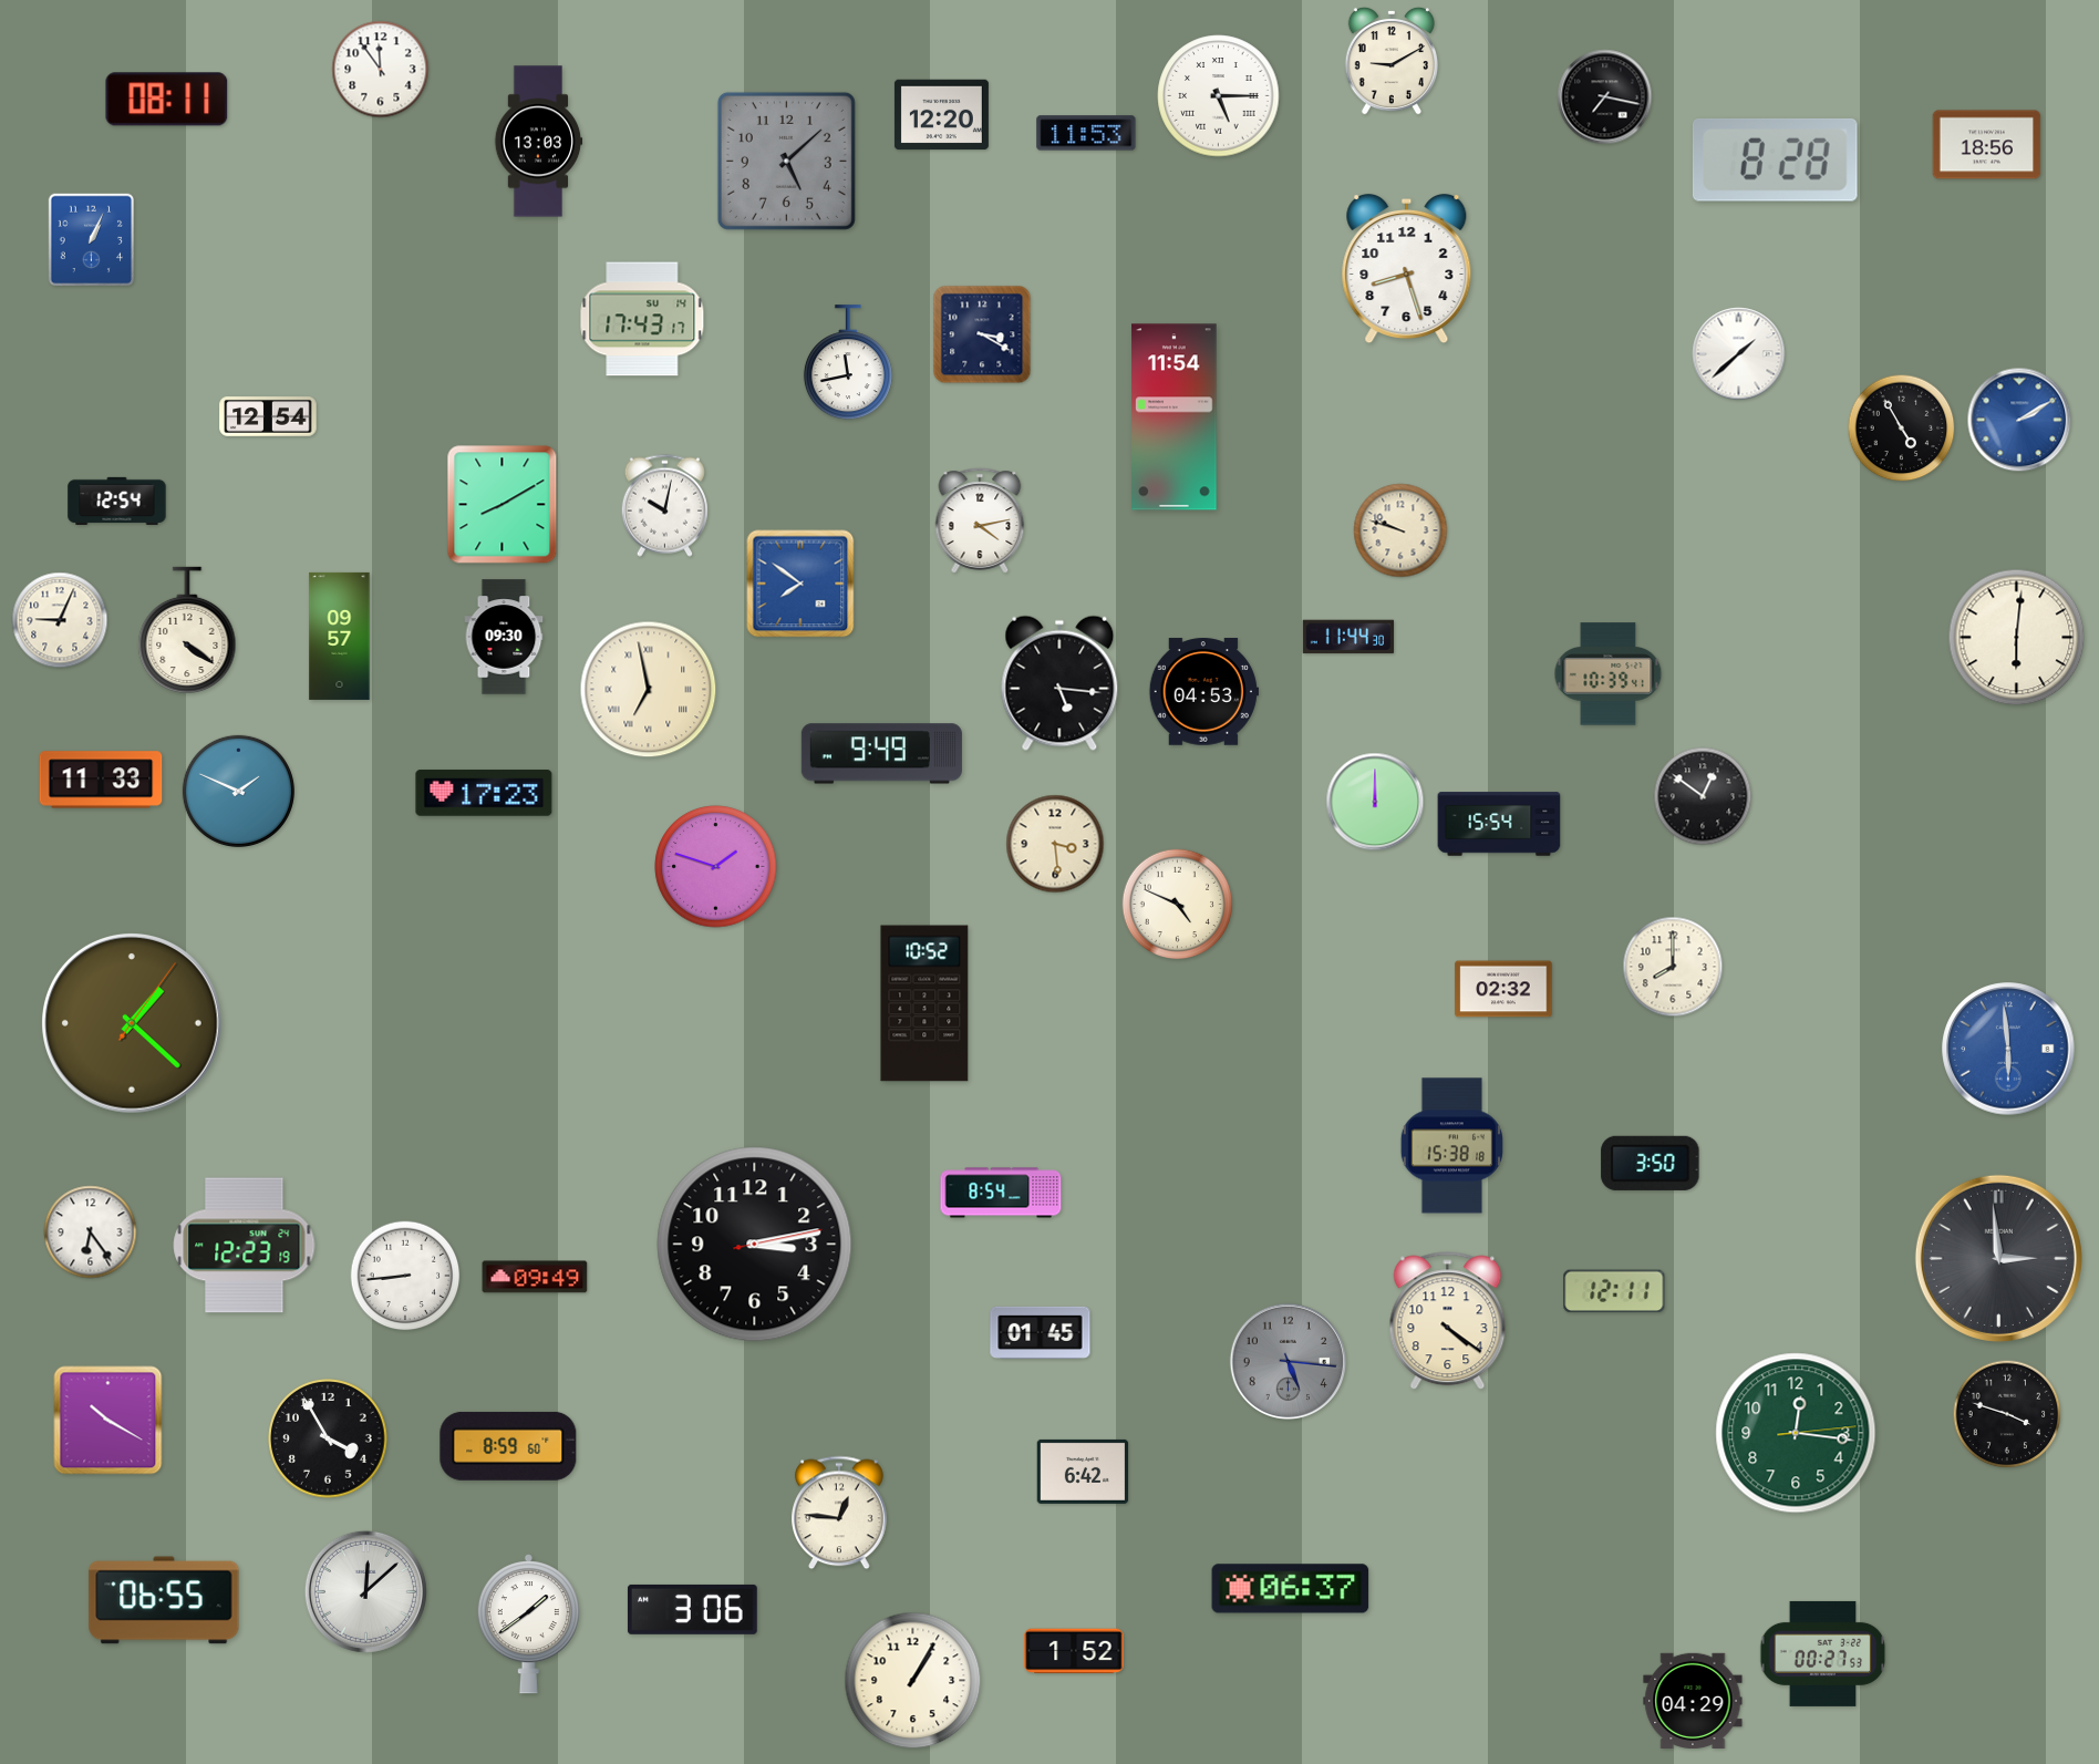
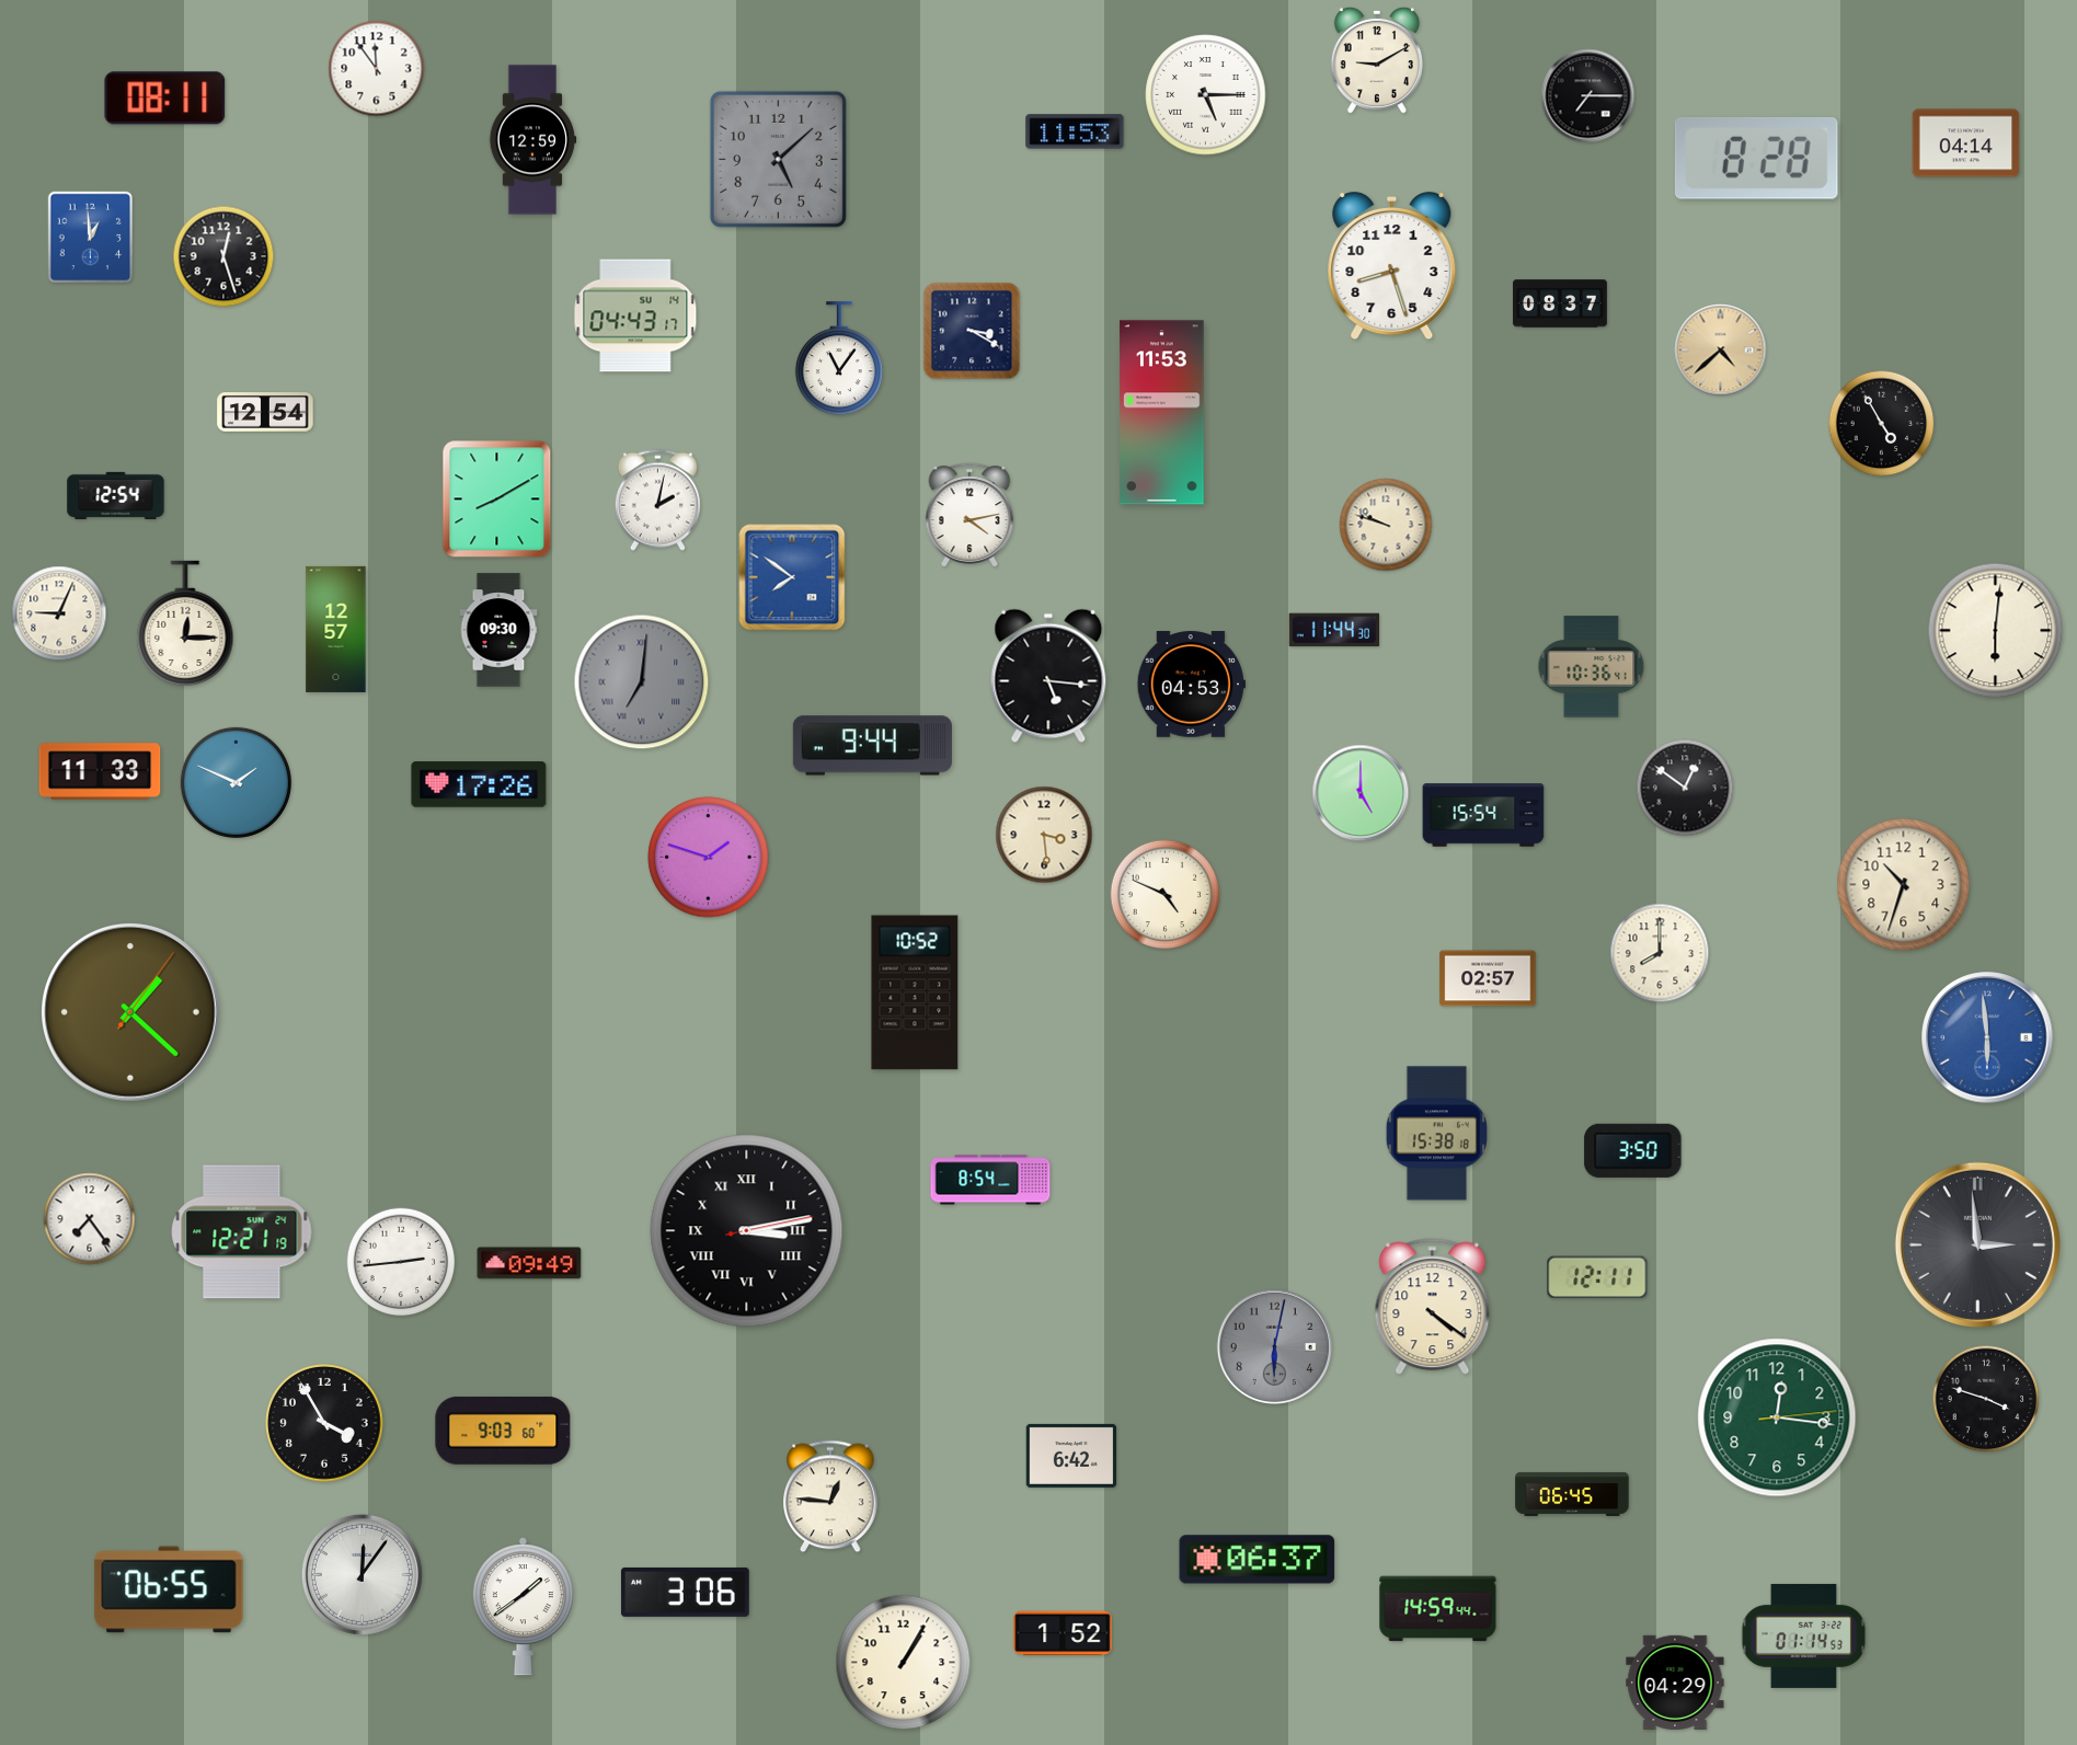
clock at (1605, 97): 7:17 -> 7:15
clock at (941, 115): 12:20 -> none
clock at (538, 142): 13:03 -> 12:59
clock at (1987, 145): 18:56 -> 04:14
clock at (92, 240): 1:04 -> 12:59
clock at (223, 256): none -> 12:27
clock at (1560, 303): none -> 08:37
clock at (642, 319): 17:43 -> 04:43
clock at (1739, 354): 1:38 -> 4:38
clock at (1739, 354) dial: white -> champagne
clock at (848, 363): 11:43 -> 11:06
clock at (1175, 417): 11:54 -> 11:53
clock at (2019, 420): 2:10 -> none
clock at (664, 505): 10:02 -> 2:02
clock at (187, 630): 4:21 -> 12:15
clock at (340, 636): 09:57 -> 12:57
clock at (1609, 674): 10:39 -> 10:36
clock at (649, 690): 6:58 -> 7:01
clock at (649, 690) dial: cream -> grey
clock at (881, 754): 9:49 -> 9:44
clock at (484, 793): 17:23 -> 17:26
clock at (1375, 802): 12:00 -> 5:00
clock at (1904, 885): none -> 10:33
clock at (1673, 967) position: (1673, 967) -> (1660, 953)
clock at (1503, 989): 02:32 -> 02:57
clock at (91, 1232): 6:24 -> 7:24
clock at (755, 1245) numerals: Arabic -> Roman
clock at (245, 1246): 12:23 -> 12:21
clock at (405, 1276): 8:44 -> 2:44
clock at (1041, 1332): 01:45 -> none
clock at (1288, 1361): 5:16 -> 6:02
clock at (108, 1421): 10:20 -> none
clock at (508, 1446): 8:59 -> 9:03
clock at (1572, 1494): none -> 06:45
clock at (1291, 1589) position: (1291, 1589) -> (1258, 1560)
clock at (365, 1591): 12:08 -> 12:06
clock at (164, 1600) position: (164, 1600) -> (169, 1589)
clock at (1438, 1609): none -> 14:59
clock at (1823, 1653): 00:27 -> 01:14
